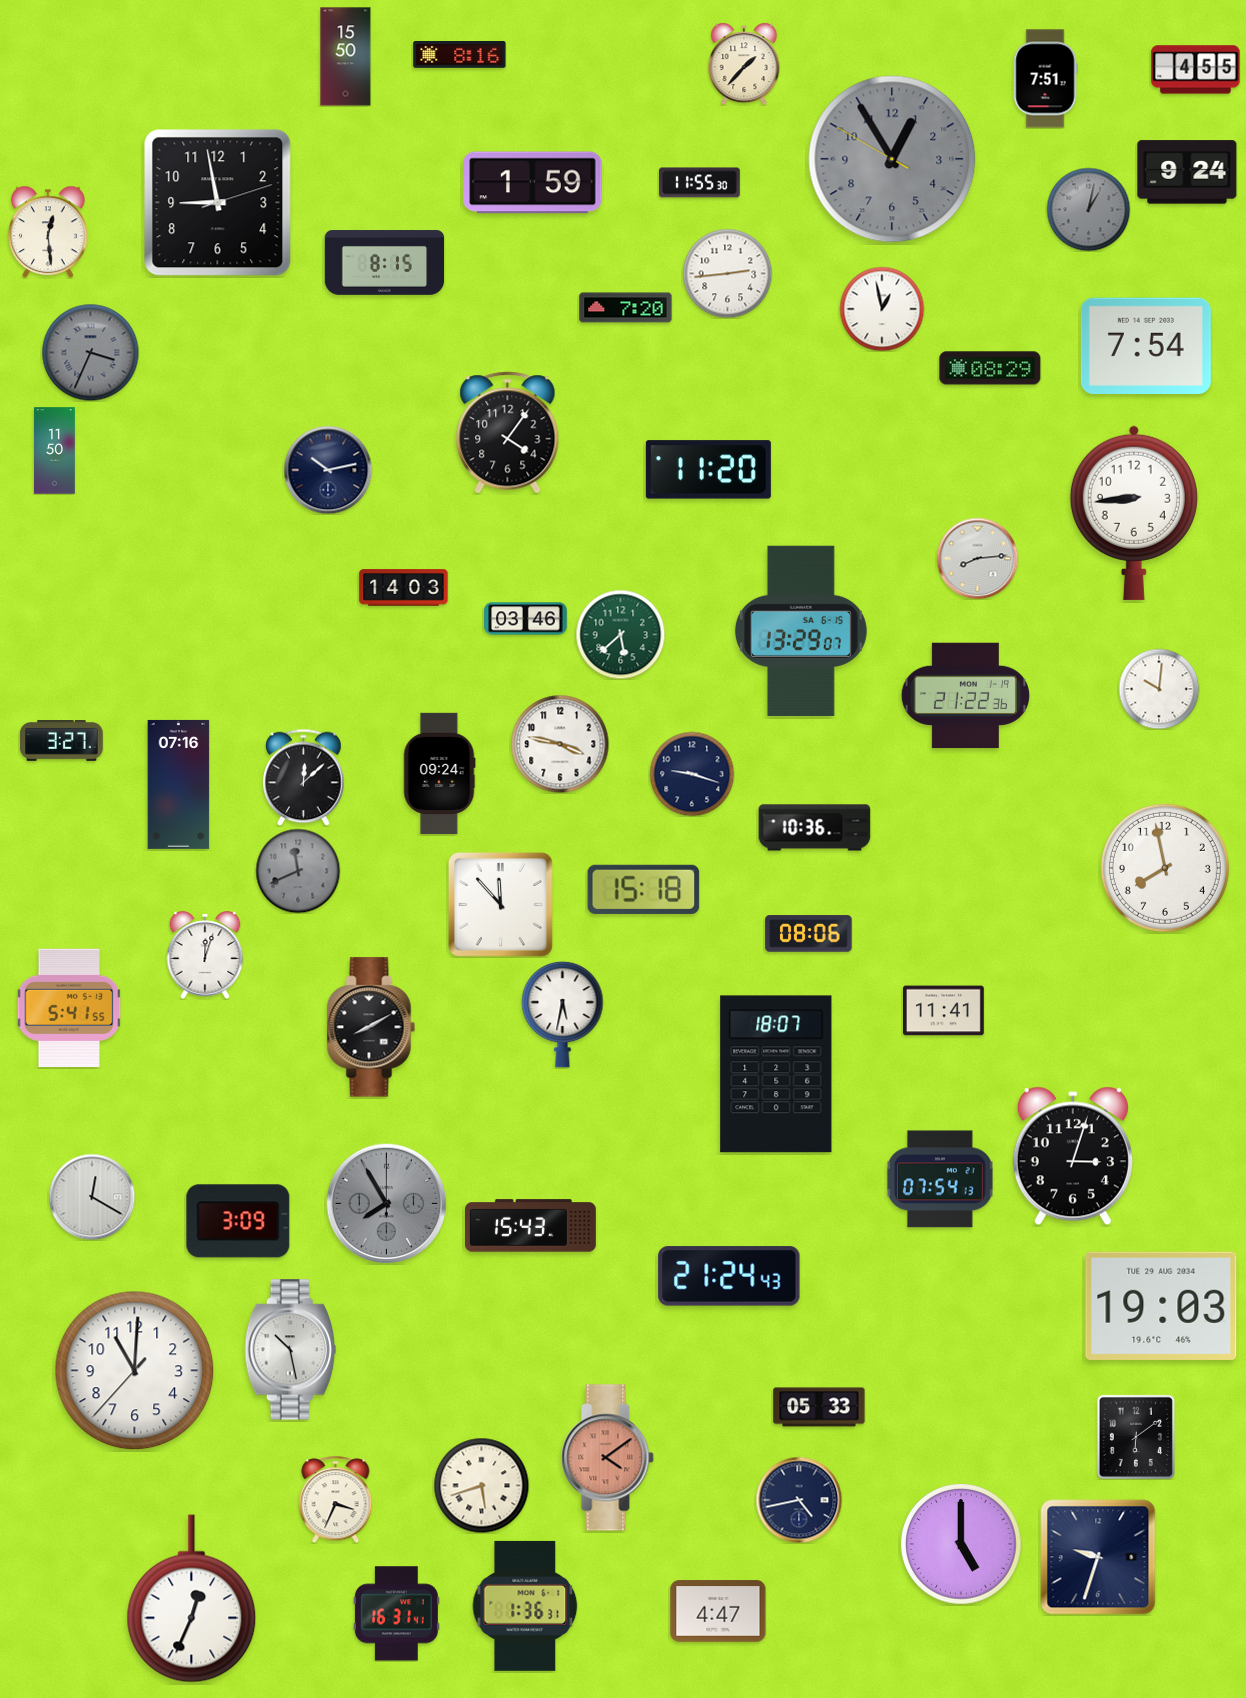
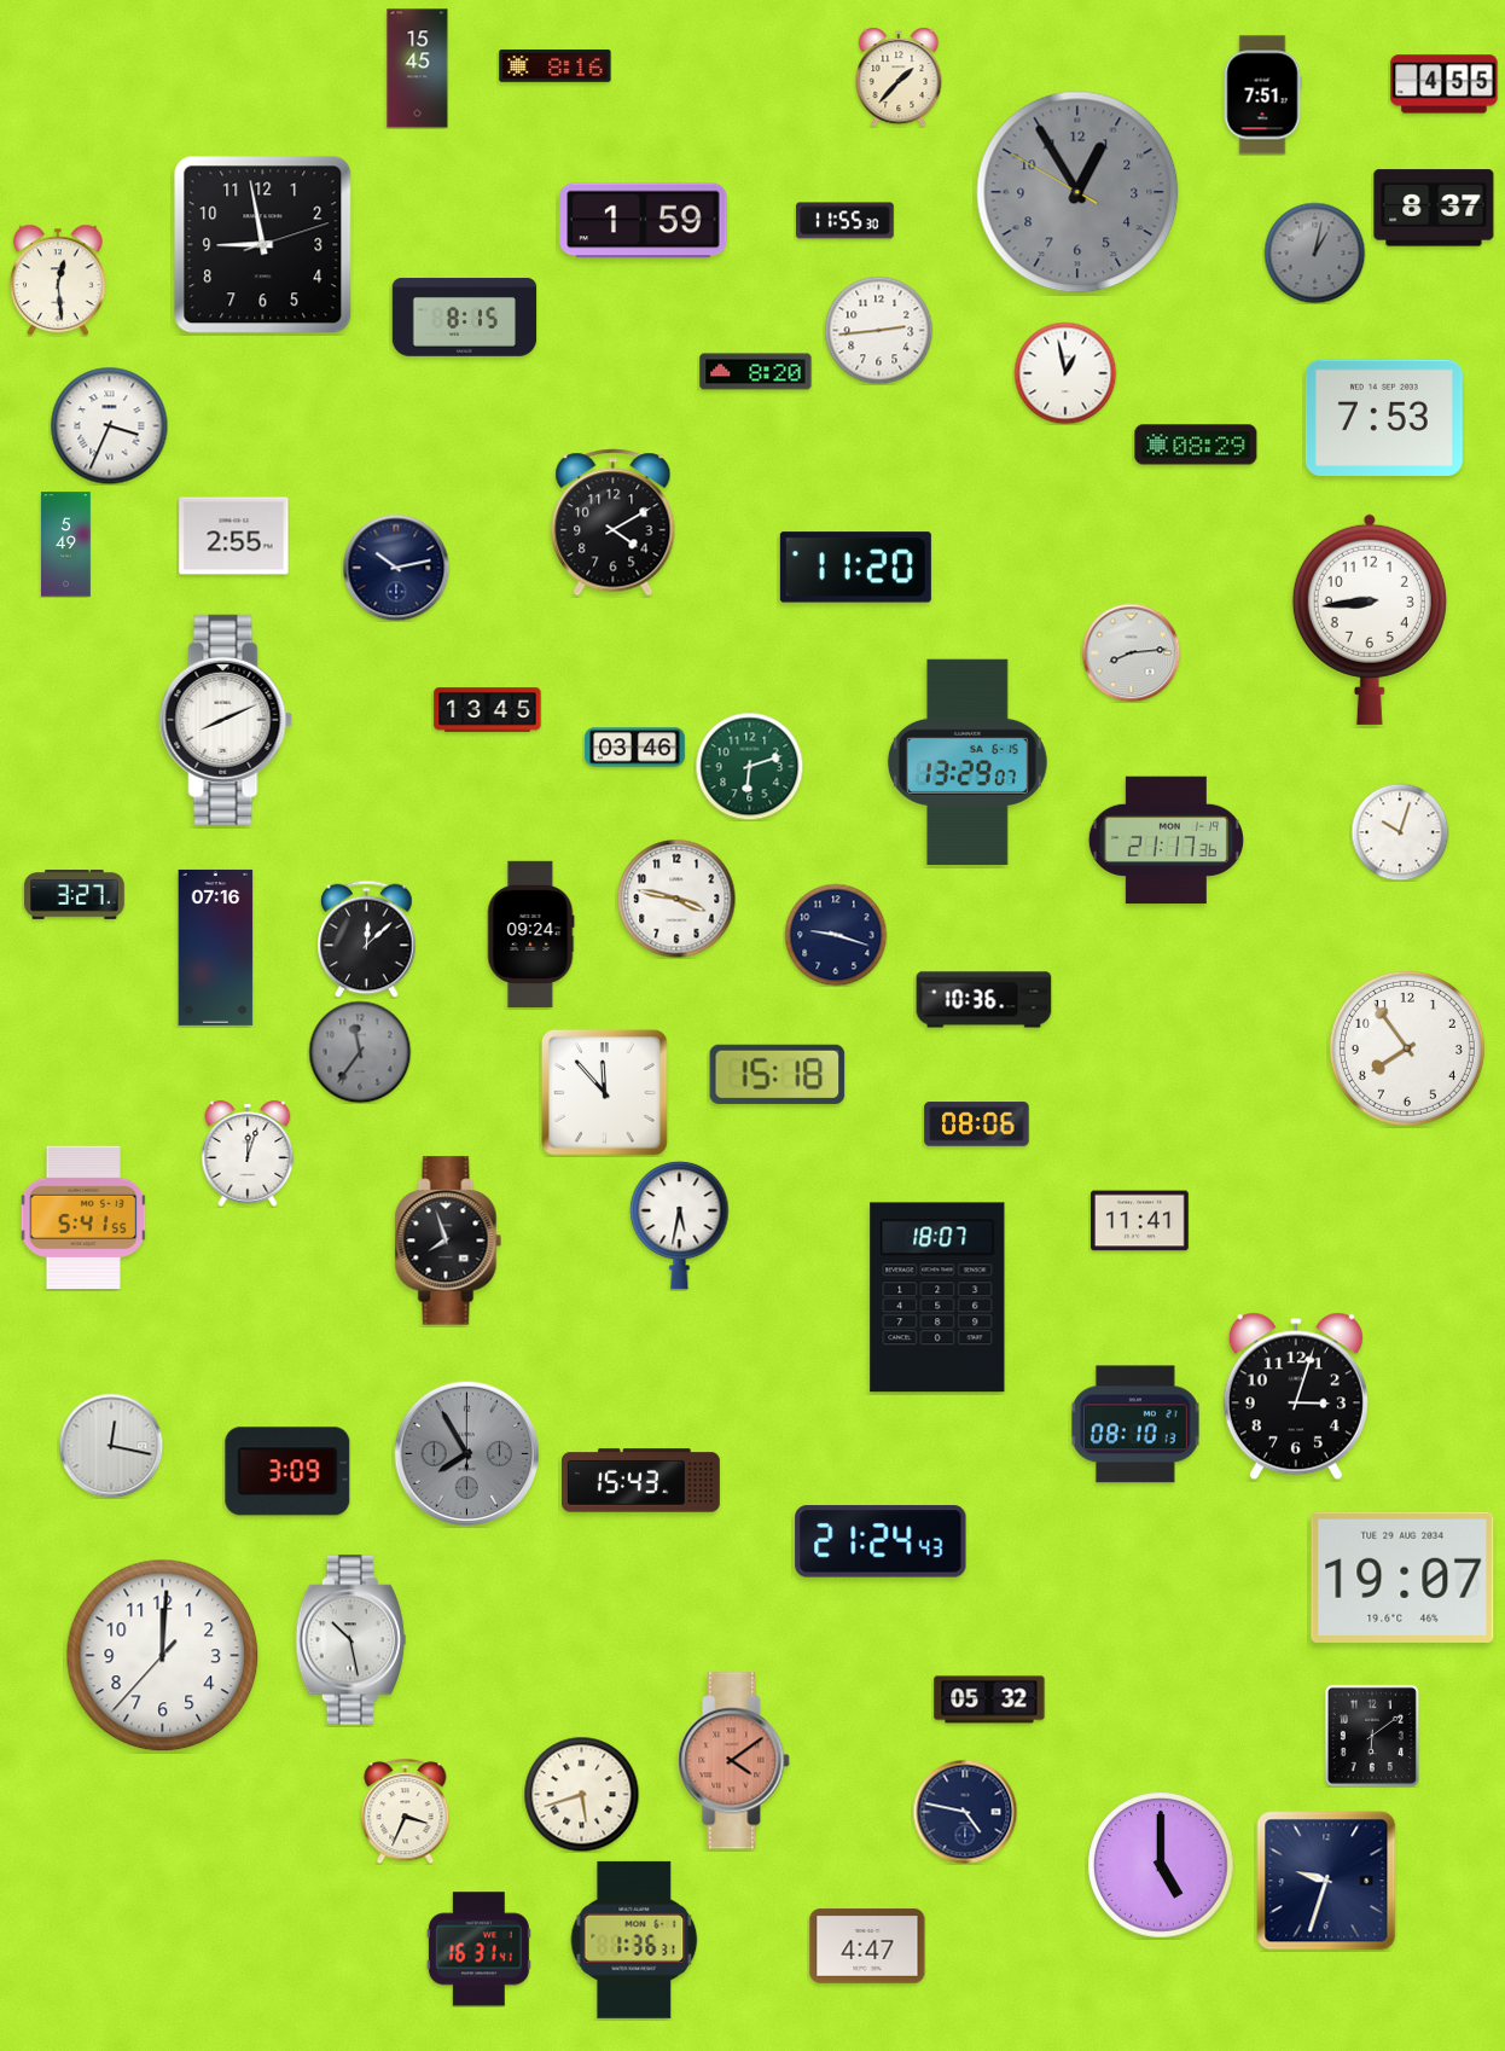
clock at (346, 57): 15:50 -> 15:45
clock at (1187, 172): 9:24 -> 8:37
clock at (626, 308): 7:20 -> 8:20
clock at (1146, 345): 7:54 -> 7:53
clock at (90, 352) dial: grey -> white
clock at (508, 433): 4:06 -> 4:10
clock at (234, 536): none -> 2:55
clock at (55, 451): 11:50 -> 5:49
clock at (977, 558) position: (977, 558) -> (1131, 652)
clock at (404, 588): 14:03 -> 13:45
clock at (226, 720): none -> 8:11
clock at (620, 634): 5:38 -> 6:12
clock at (1159, 689): 10:01 -> 10:03
clock at (965, 696): 21:22 -> 21:17
clock at (1165, 868): 7:58 -> 7:54
clock at (298, 871): 11:41 -> 11:36
clock at (809, 934) position: (809, 934) -> (977, 1125)
clock at (371, 1027): 8:10 -> 7:57
clock at (941, 1179): 07:54 -> 08:10
clock at (92, 1197): 12:20 -> 12:17
clock at (238, 1221) position: (238, 1221) -> (287, 1471)
clock at (1161, 1306): 19:03 -> 19:07
clock at (290, 1350) position: (290, 1350) -> (350, 1640)
clock at (135, 1371): 11:00 -> 12:00
clock at (819, 1407): 05:33 -> 05:32
clock at (799, 1500): 4:43 -> 4:47
clock at (192, 1599): 12:34 -> none
